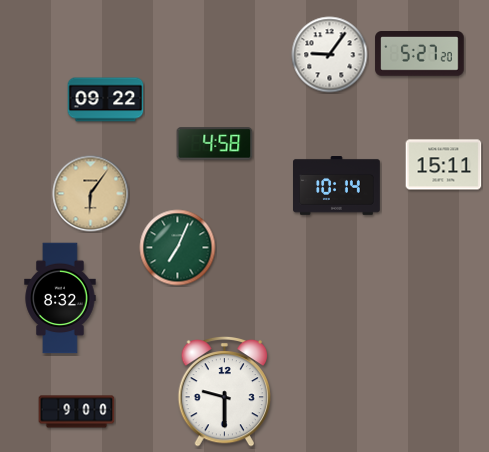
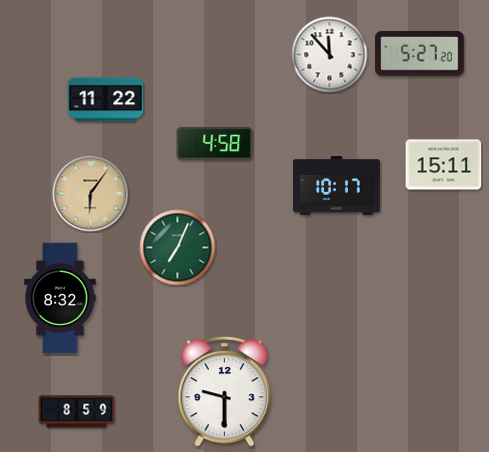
clock at (330, 55): 9:06 -> 11:53
clock at (106, 100): 09:22 -> 11:22
clock at (337, 186): 10:14 -> 10:17
clock at (77, 412): 9:00 -> 8:59
